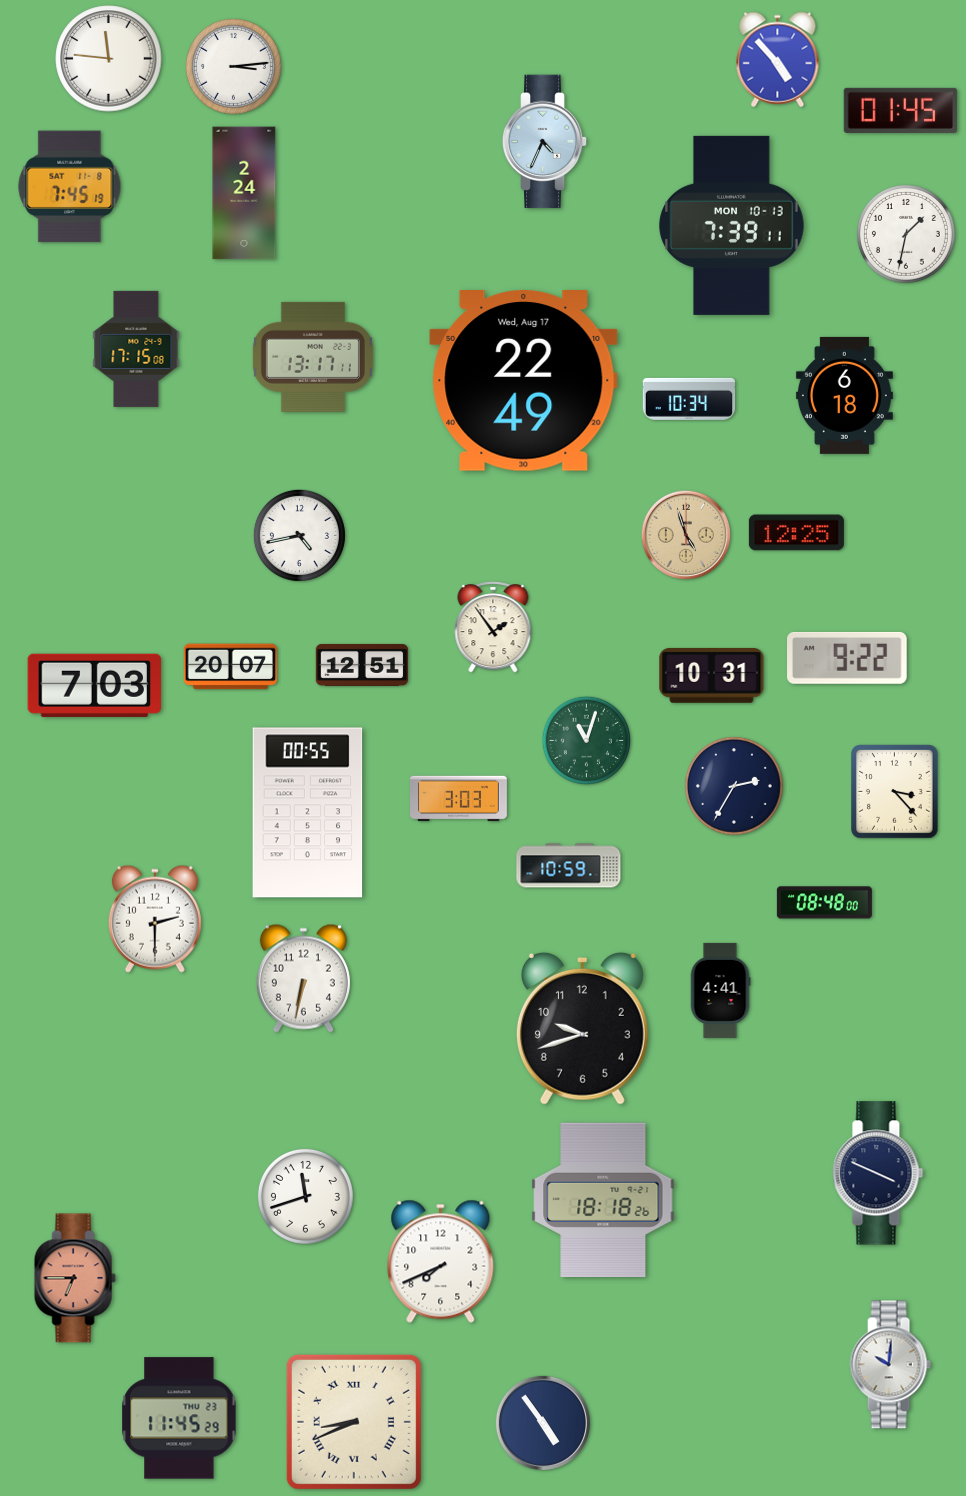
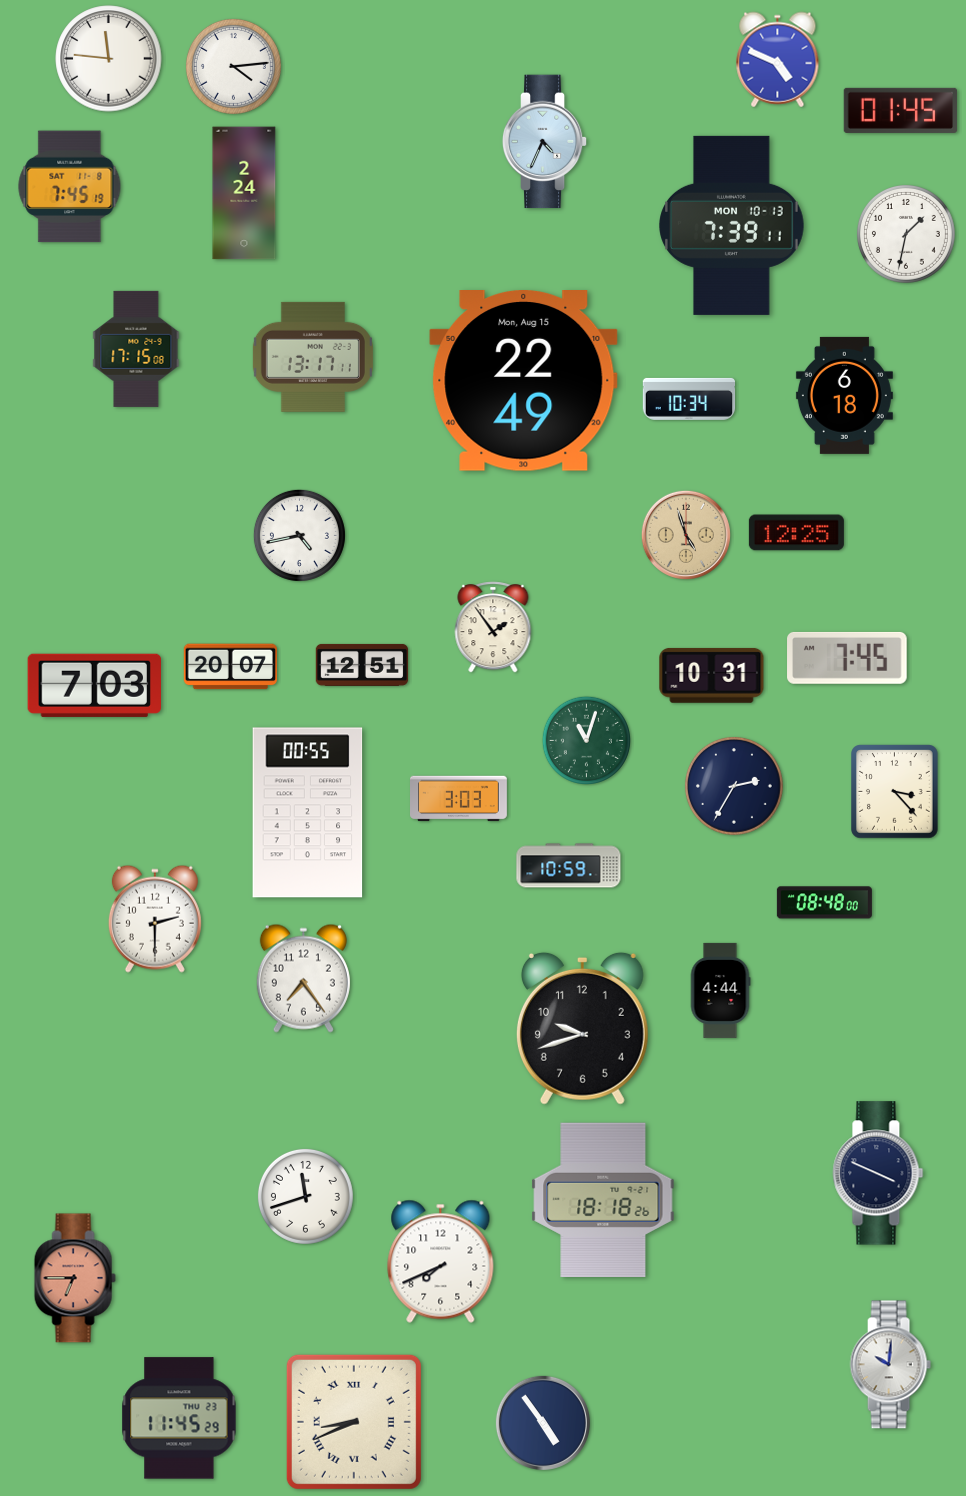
clock at (778, 60): 4:53 -> 4:49
clock at (233, 66): 3:14 -> 4:14
clock at (524, 381) date: Wed, Aug 17 -> Mon, Aug 15
clock at (847, 658): 9:22 -> 7:45
clock at (303, 978): 6:32 -> 7:24
clock at (720, 990): 4:41 -> 4:44
